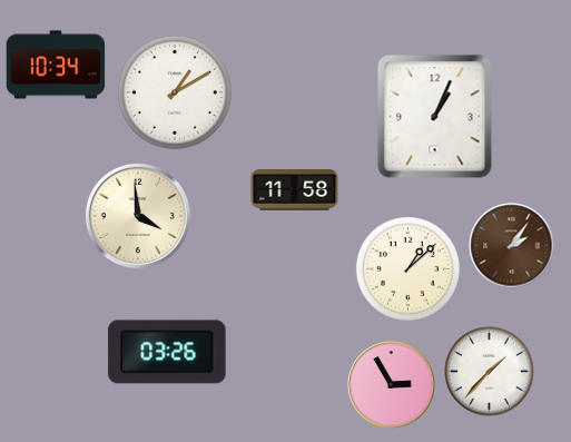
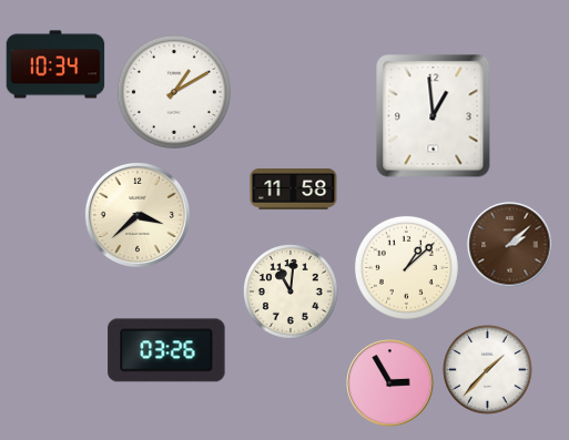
clock at (435, 117): 1:04 -> 12:59
clock at (138, 216): 3:59 -> 3:38
clock at (512, 246): 2:06 -> 2:08
clock at (291, 291): none -> 11:01
